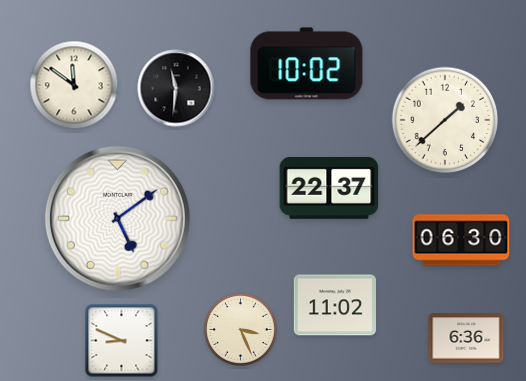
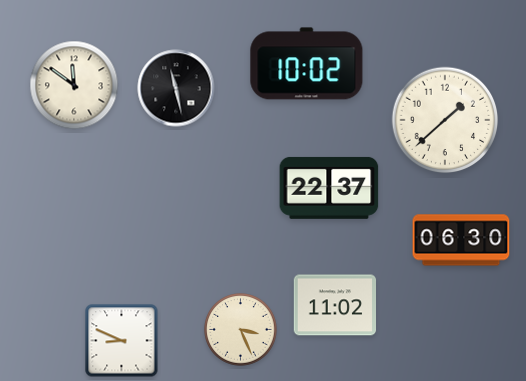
clock at (176, 88): 11:31 -> 11:28
clock at (117, 218): 5:09 -> none
clock at (466, 338): 6:36 -> none
